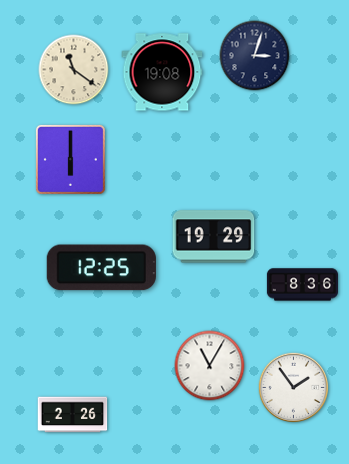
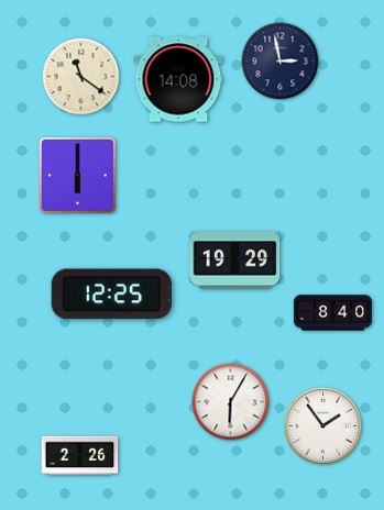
clock at (255, 56): 3:03 -> 2:58
clock at (162, 72): 19:08 -> 14:08
clock at (302, 285): 8:36 -> 8:40
clock at (210, 366): 11:05 -> 6:05
